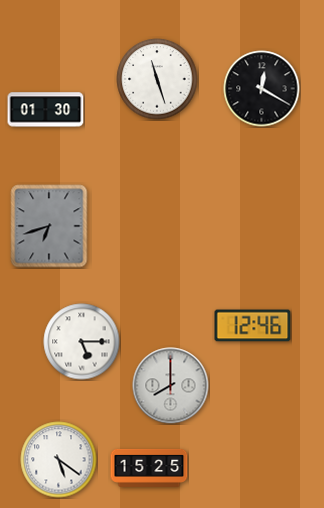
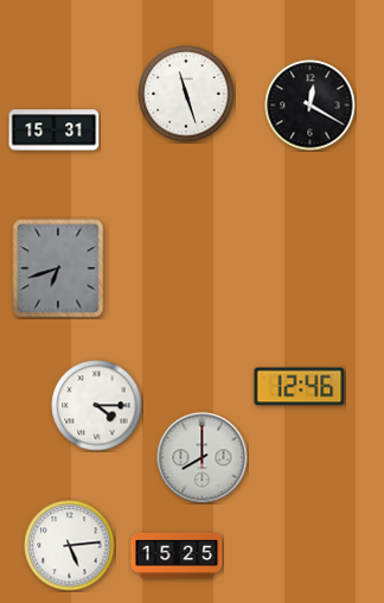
clock at (46, 110): 01:30 -> 15:31
clock at (82, 342): 5:15 -> 4:15
clock at (59, 460): 5:21 -> 5:14
